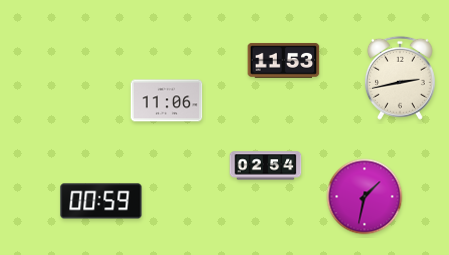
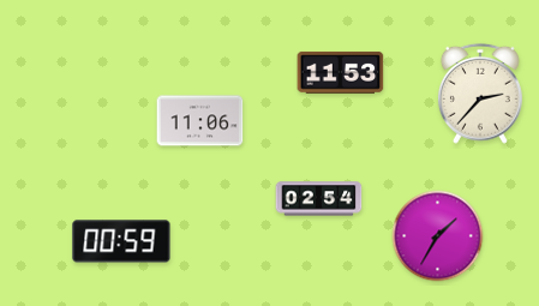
clock at (400, 78): 2:43 -> 2:37
clock at (365, 197): 1:32 -> 1:35
